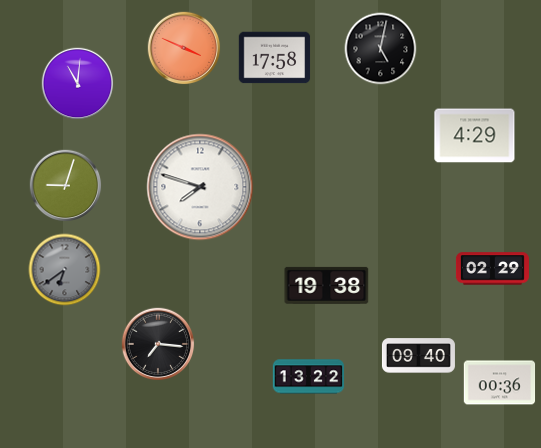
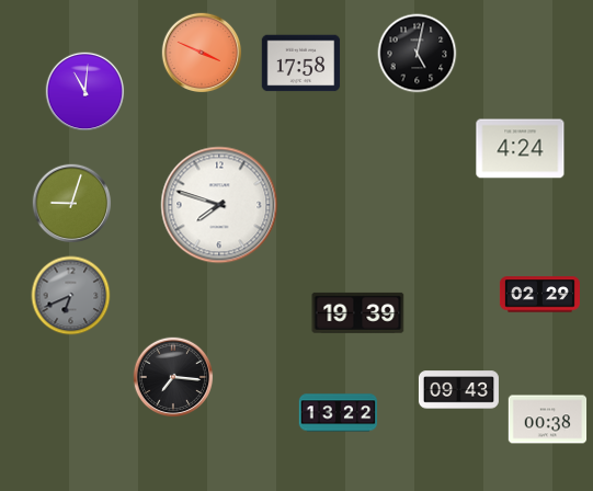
clock at (475, 136): 4:29 -> 4:24
clock at (65, 270): 6:39 -> 6:41
clock at (327, 285): 19:38 -> 19:39
clock at (418, 356): 09:40 -> 09:43
clock at (500, 383): 00:36 -> 00:38
